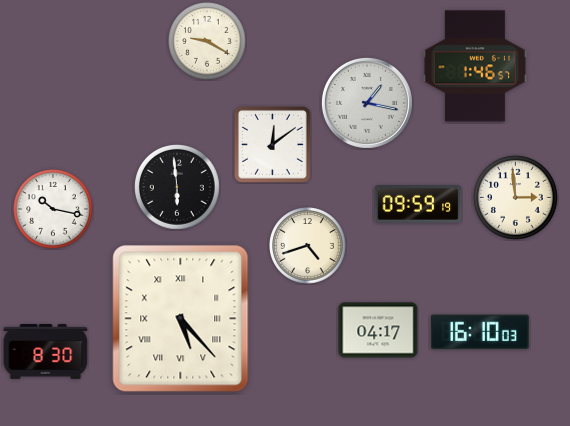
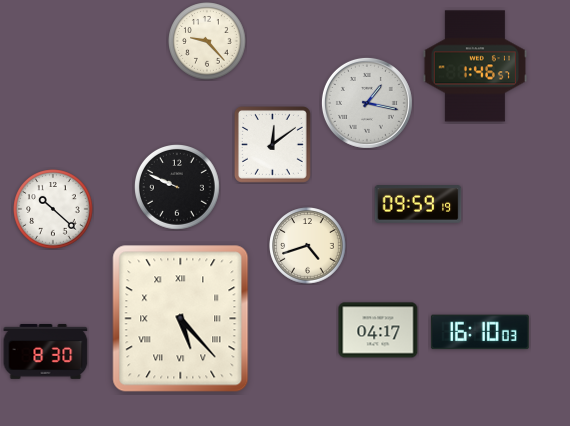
clock at (207, 41): 9:20 -> 9:23
clock at (178, 188): 5:59 -> 9:49
clock at (516, 198): 2:59 -> none
clock at (53, 209): 10:17 -> 10:22
